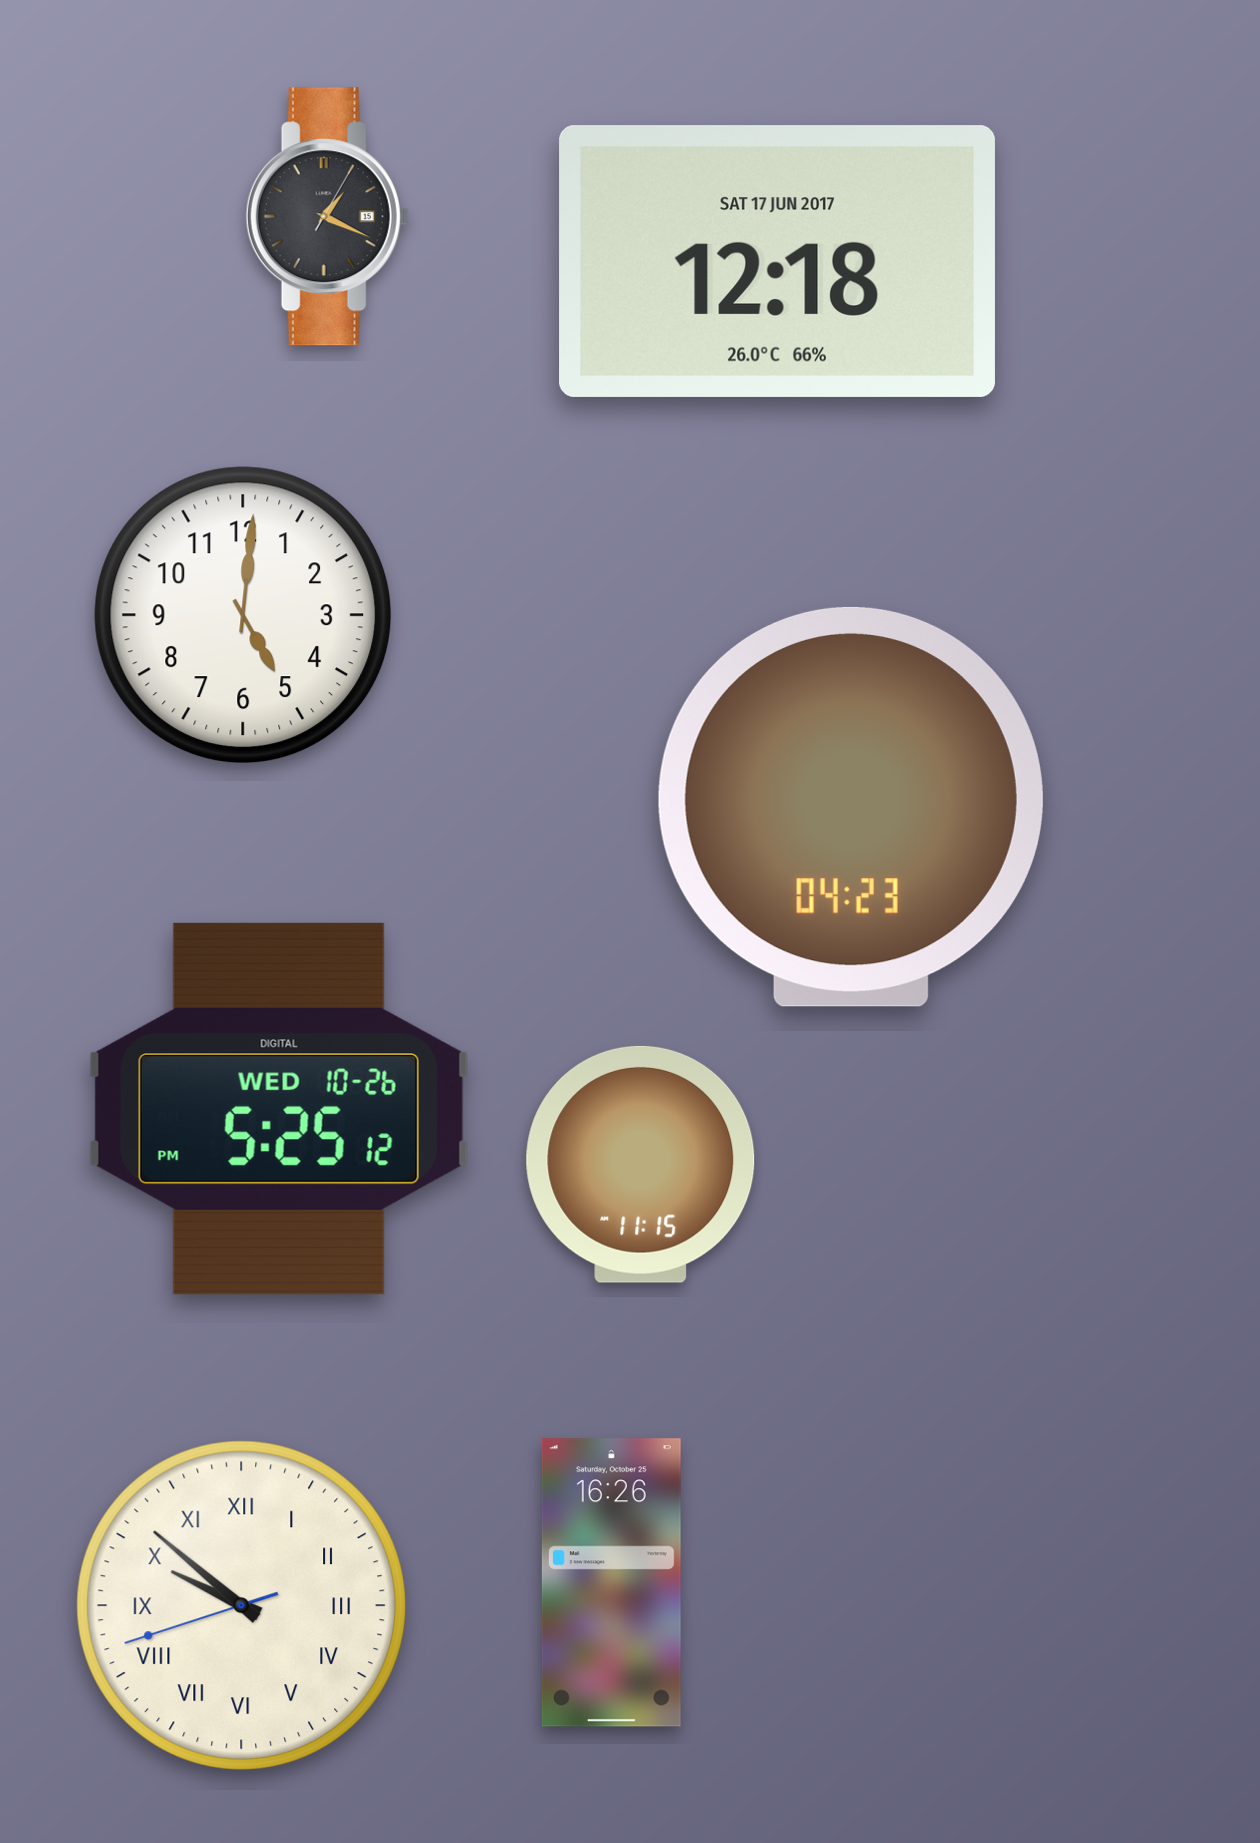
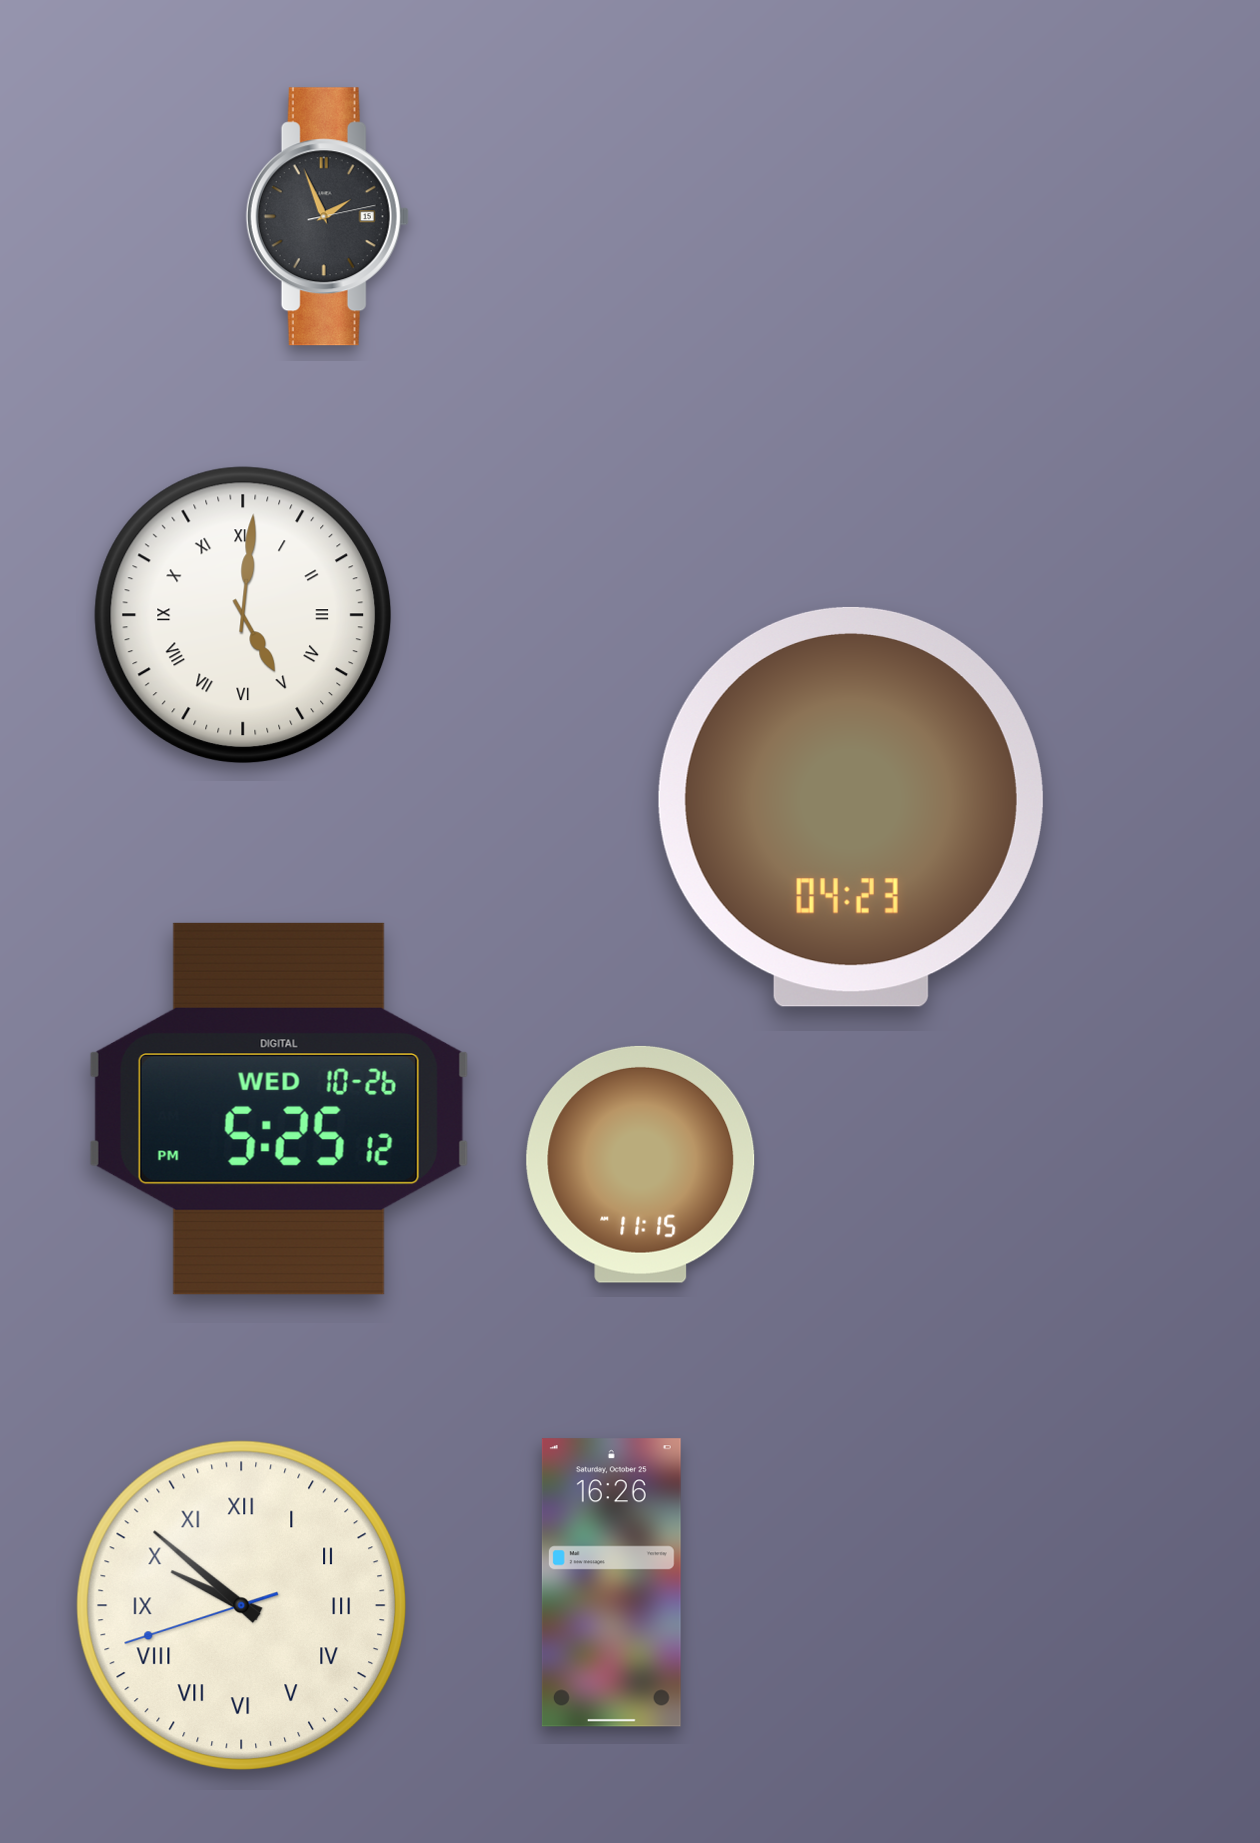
clock at (327, 217): 1:19 -> 1:56
clock at (777, 261): 12:18 -> none
clock at (243, 615) numerals: Arabic -> Roman
